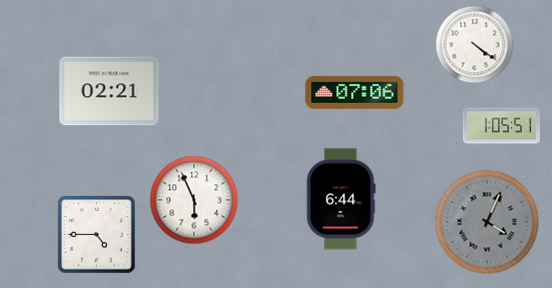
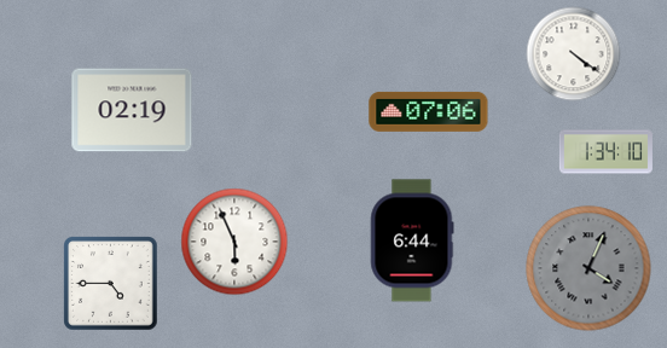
clock at (109, 91): 02:21 -> 02:19
clock at (501, 126): 1:05 -> 1:34
clock at (96, 234) position: (96, 234) -> (110, 283)
